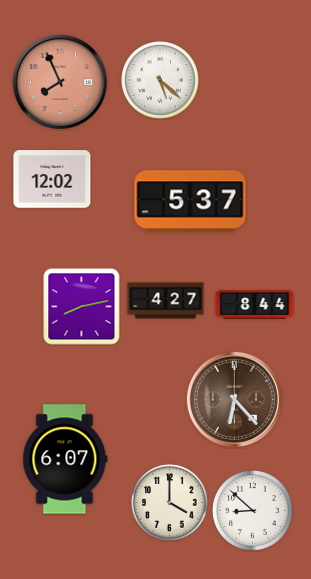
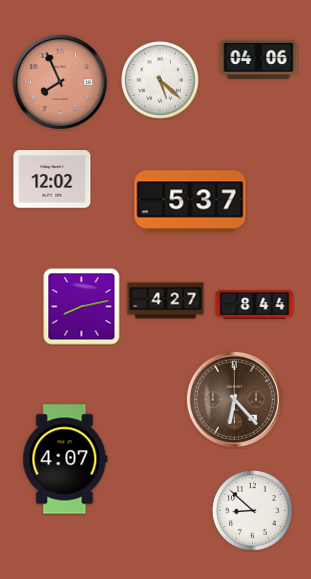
clock at (259, 59): none -> 04:06
clock at (65, 459): 6:07 -> 4:07
clock at (170, 503): 4:00 -> none
